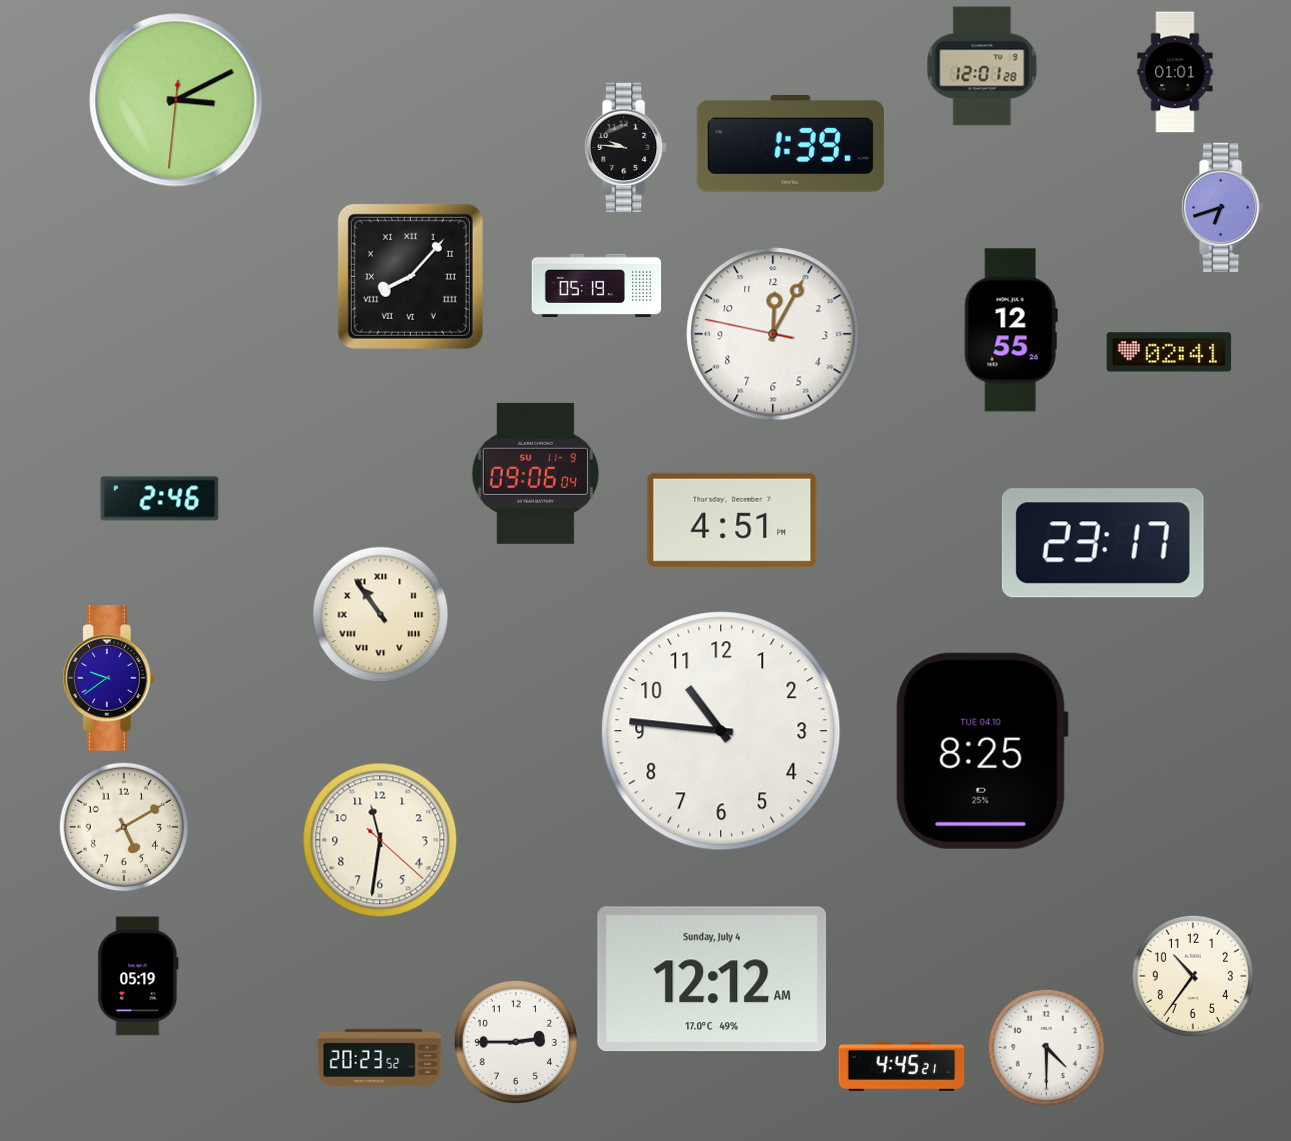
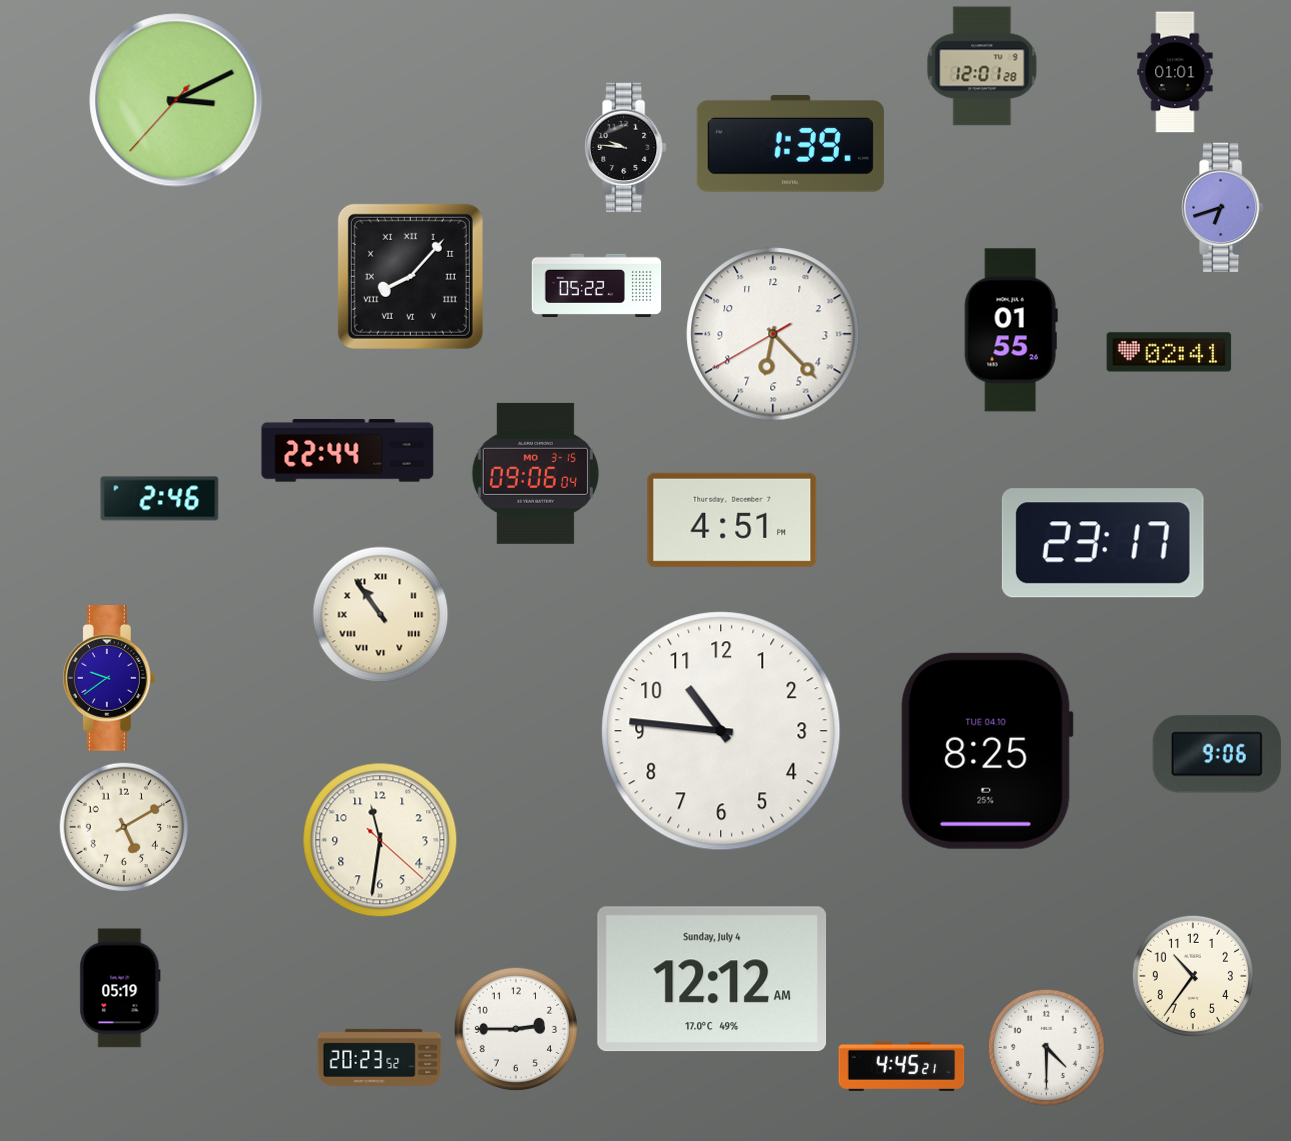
clock at (176, 100): 3:10:31 -> 3:10:37
clock at (597, 285): 05:19 -> 05:22
clock at (1011, 330): 12:55 -> 01:55
clock at (773, 334): 12:04 -> 6:22
clock at (348, 451): none -> 22:44
clock at (535, 473) date: SU 11-9 -> MO 3-15
clock at (982, 751) position: (982, 751) -> (987, 751)
clock at (1216, 754): none -> 9:06
clock at (138, 976) position: (138, 976) -> (120, 988)
clock at (516, 1042) position: (516, 1042) -> (516, 1029)
